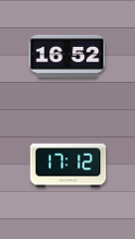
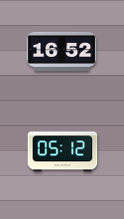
clock at (69, 166): 17:12 -> 05:12
